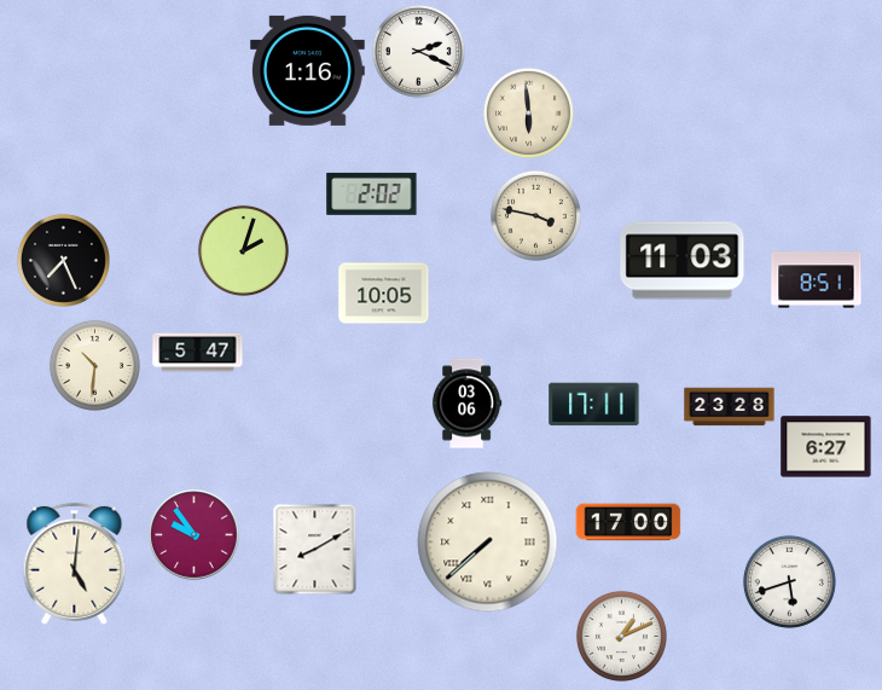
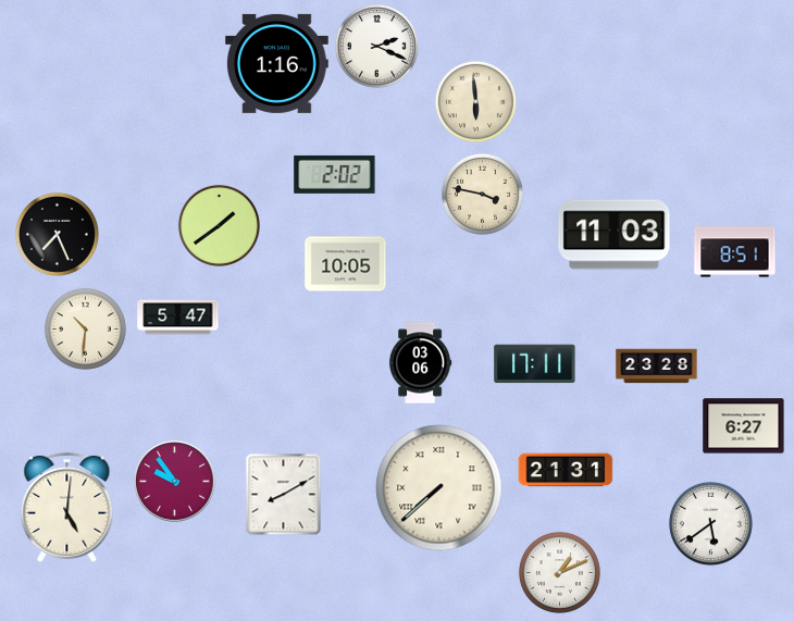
clock at (243, 250): 2:03 -> 1:39
clock at (826, 447) position: (826, 447) -> (744, 426)
clock at (628, 522): 17:00 -> 21:31
clock at (789, 581): 5:42 -> 5:39
